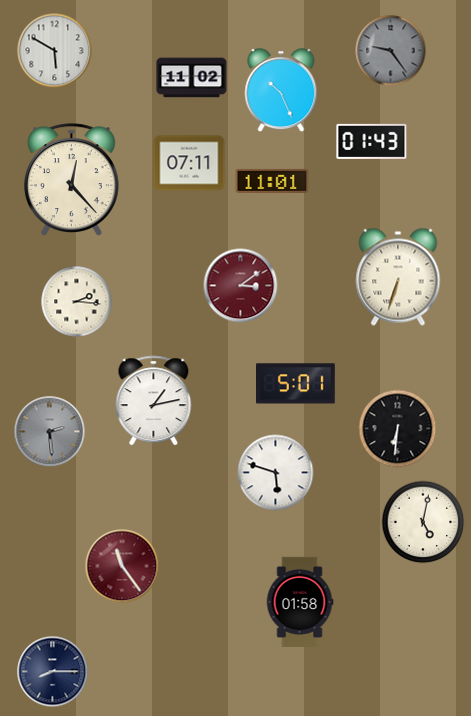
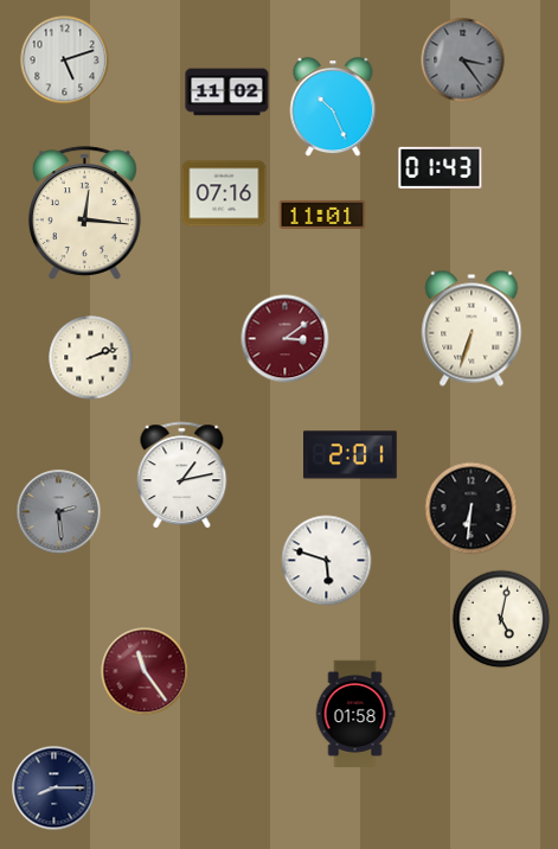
clock at (55, 51): 5:50 -> 5:12
clock at (391, 51): 9:24 -> 3:24
clock at (189, 163): 07:11 -> 07:16
clock at (71, 180): 12:23 -> 12:16
clock at (77, 302): 2:16 -> 2:12
clock at (296, 384): 5:01 -> 2:01
clock at (53, 672) position: (53, 672) -> (54, 789)
